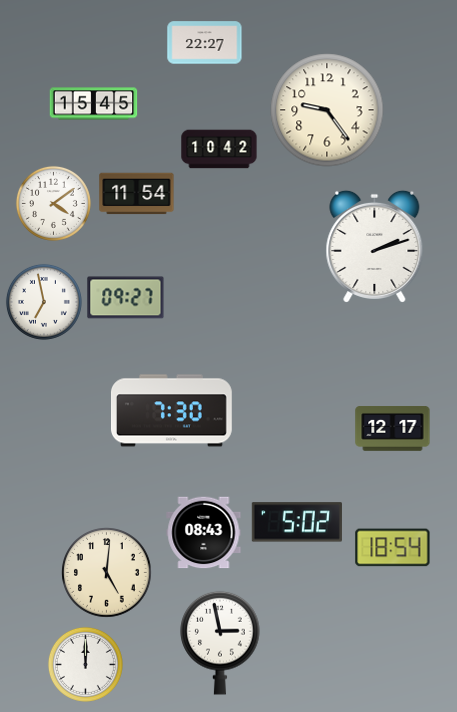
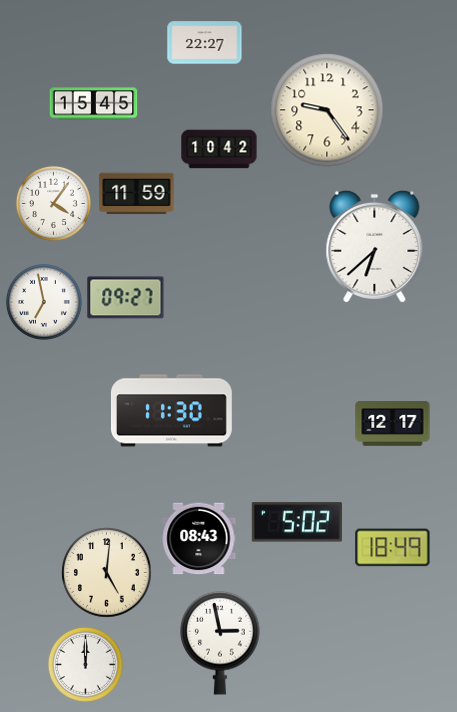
clock at (137, 194): 11:54 -> 11:59
clock at (53, 203): 4:09 -> 4:06
clock at (375, 246): 2:12 -> 6:38
clock at (171, 411): 7:30 -> 11:30
clock at (393, 429) position: (393, 429) -> (393, 424)
clock at (204, 533) position: (204, 533) -> (199, 539)
clock at (393, 548): 18:54 -> 18:49
